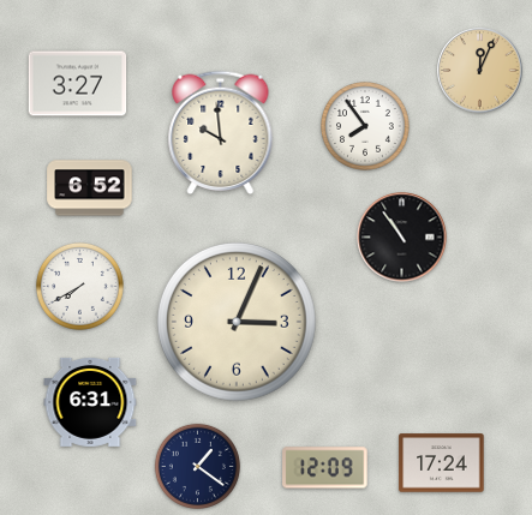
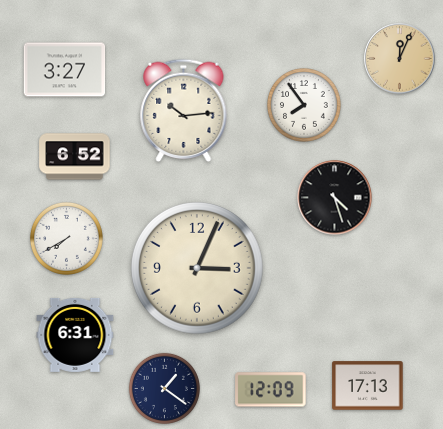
clock at (221, 133): 9:59 -> 10:14
clock at (402, 238): 10:54 -> 4:27
clock at (442, 463): 17:24 -> 17:13
